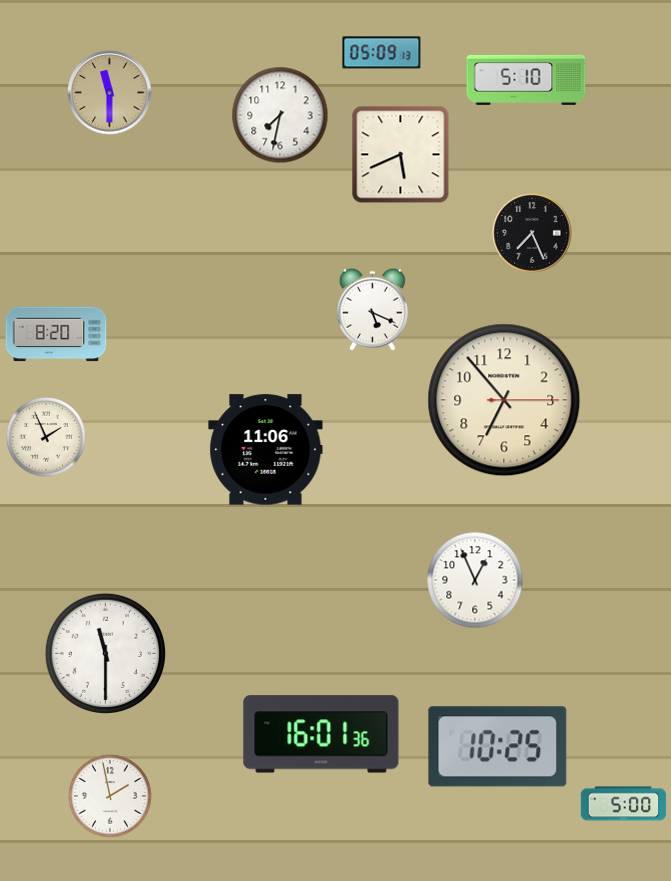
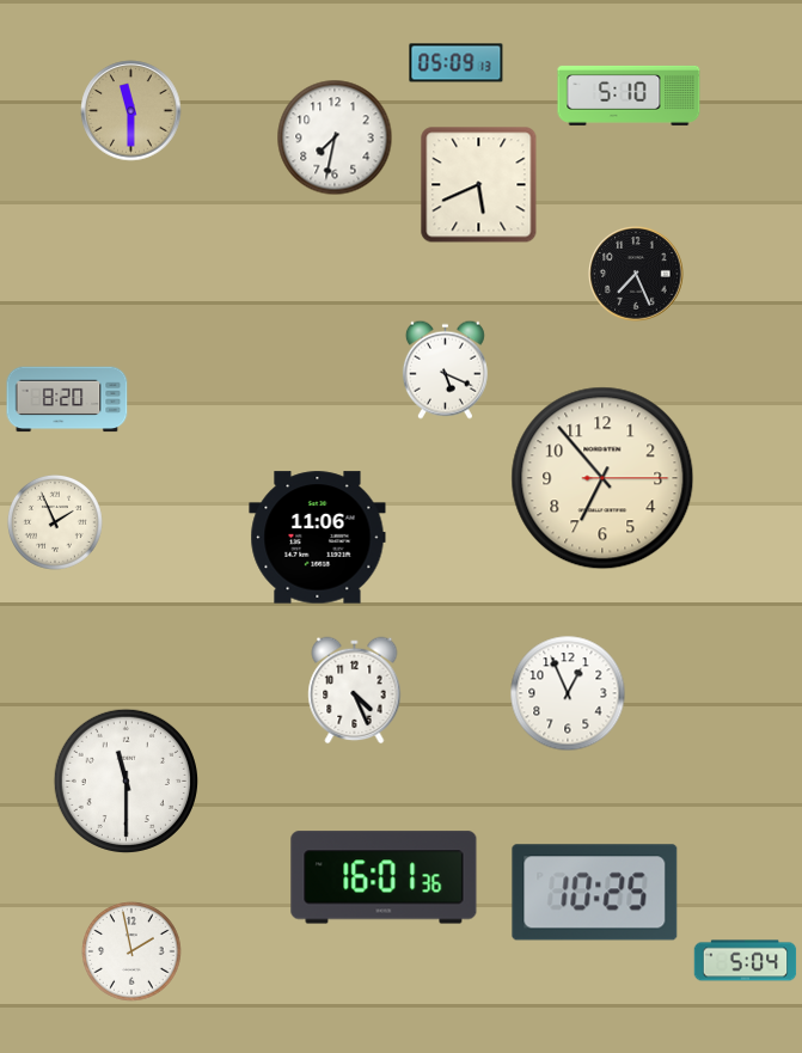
clock at (532, 233) position: (532, 233) -> (636, 274)
clock at (355, 691): none -> 4:26
clock at (624, 804): 5:00 -> 5:04
